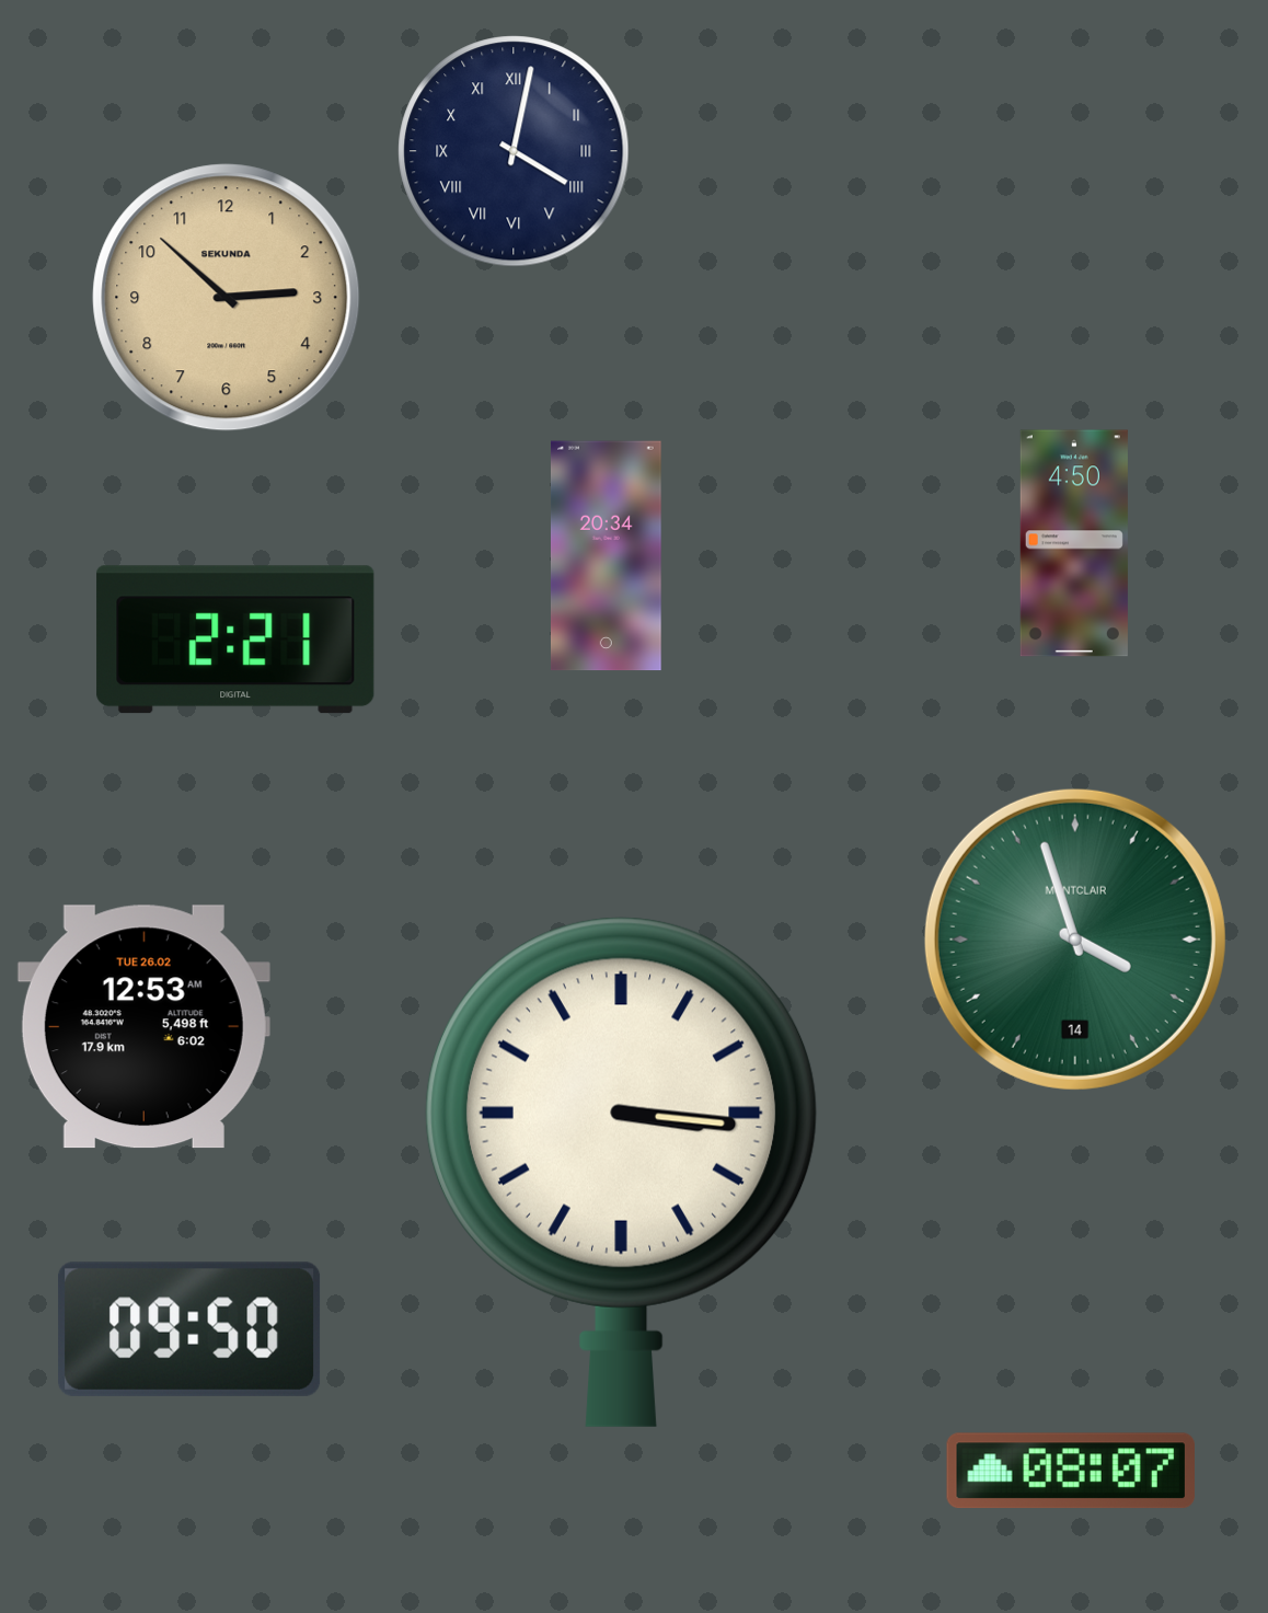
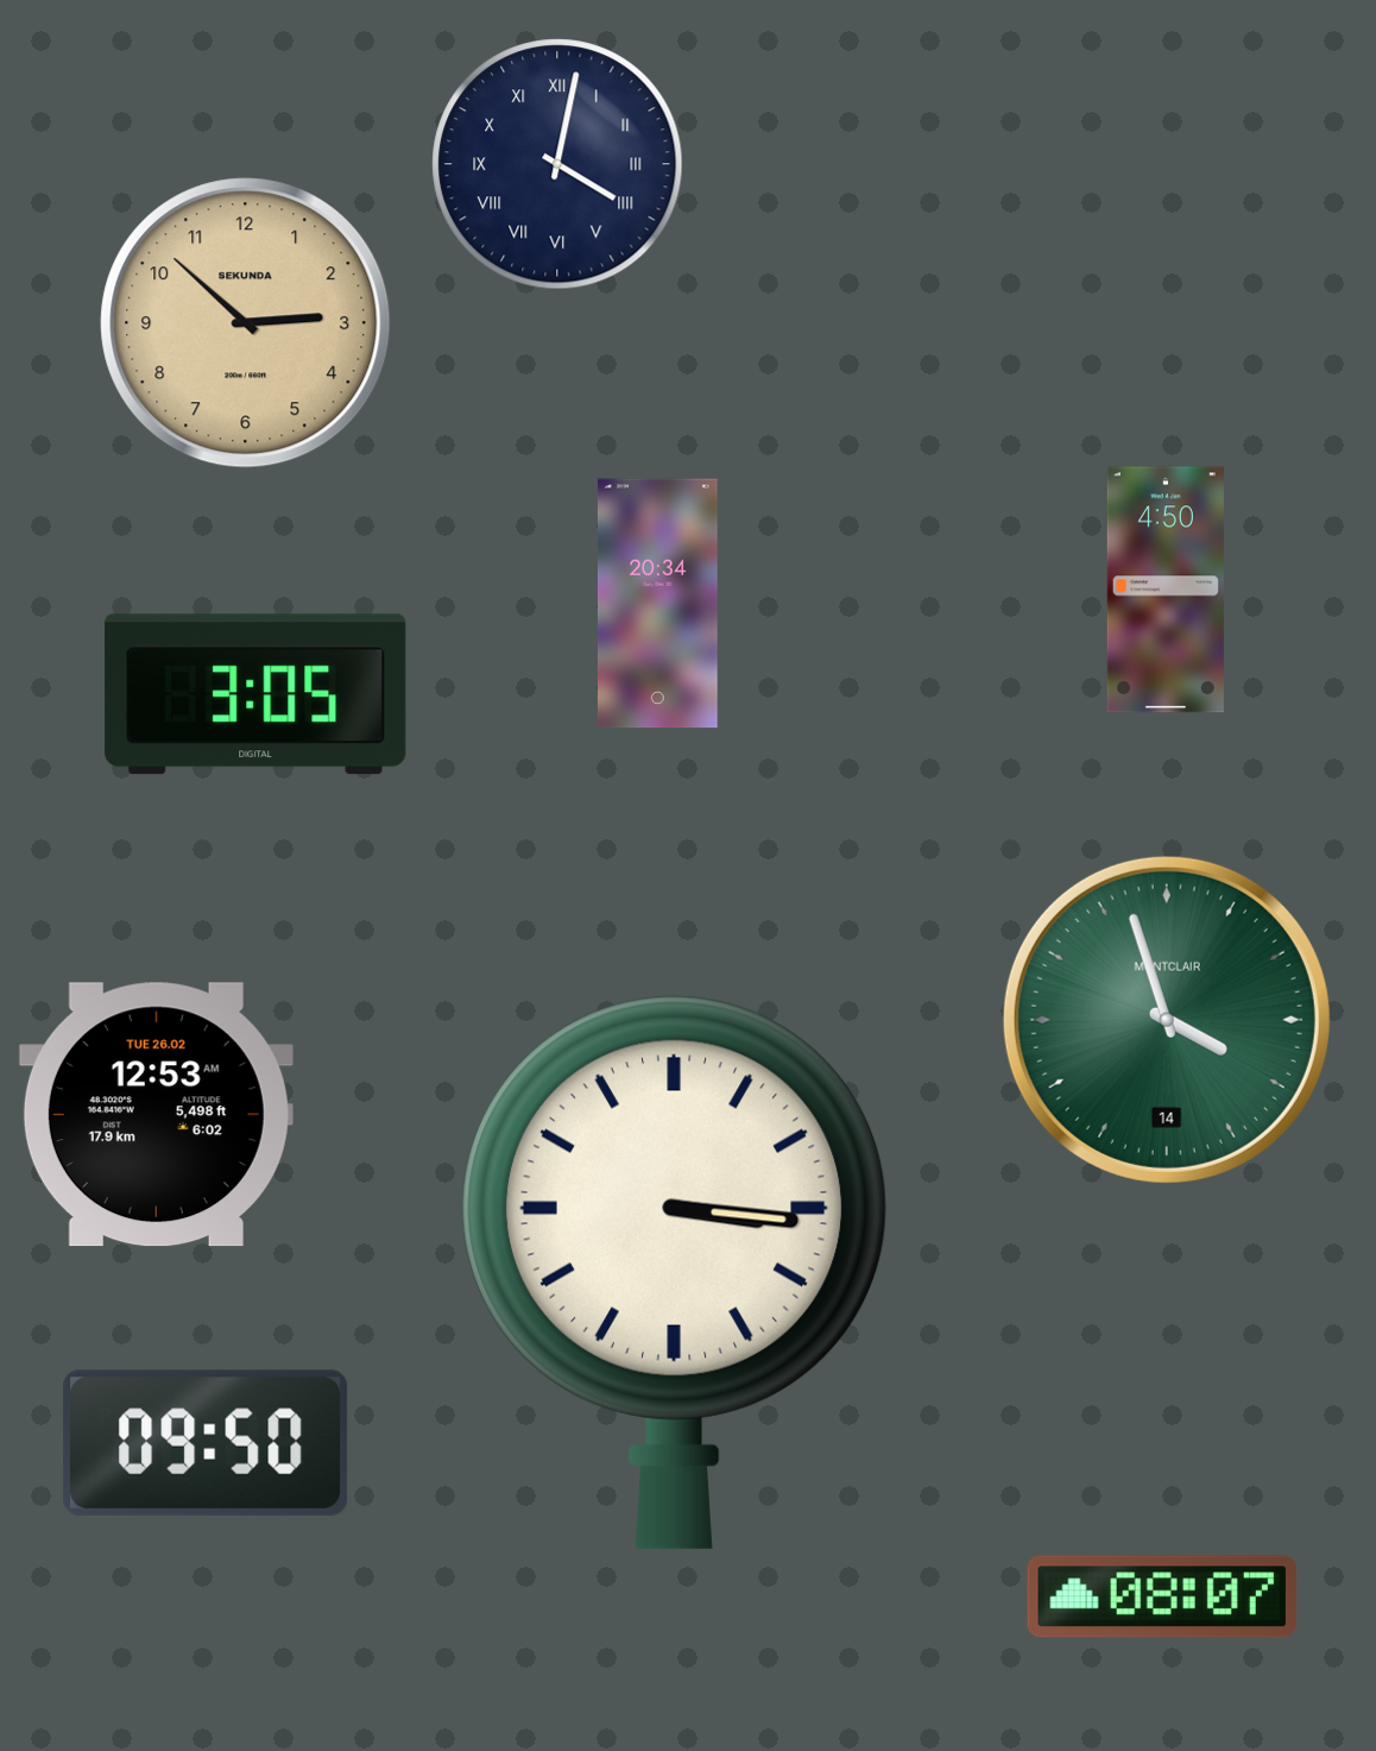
clock at (235, 640): 2:21 -> 3:05
